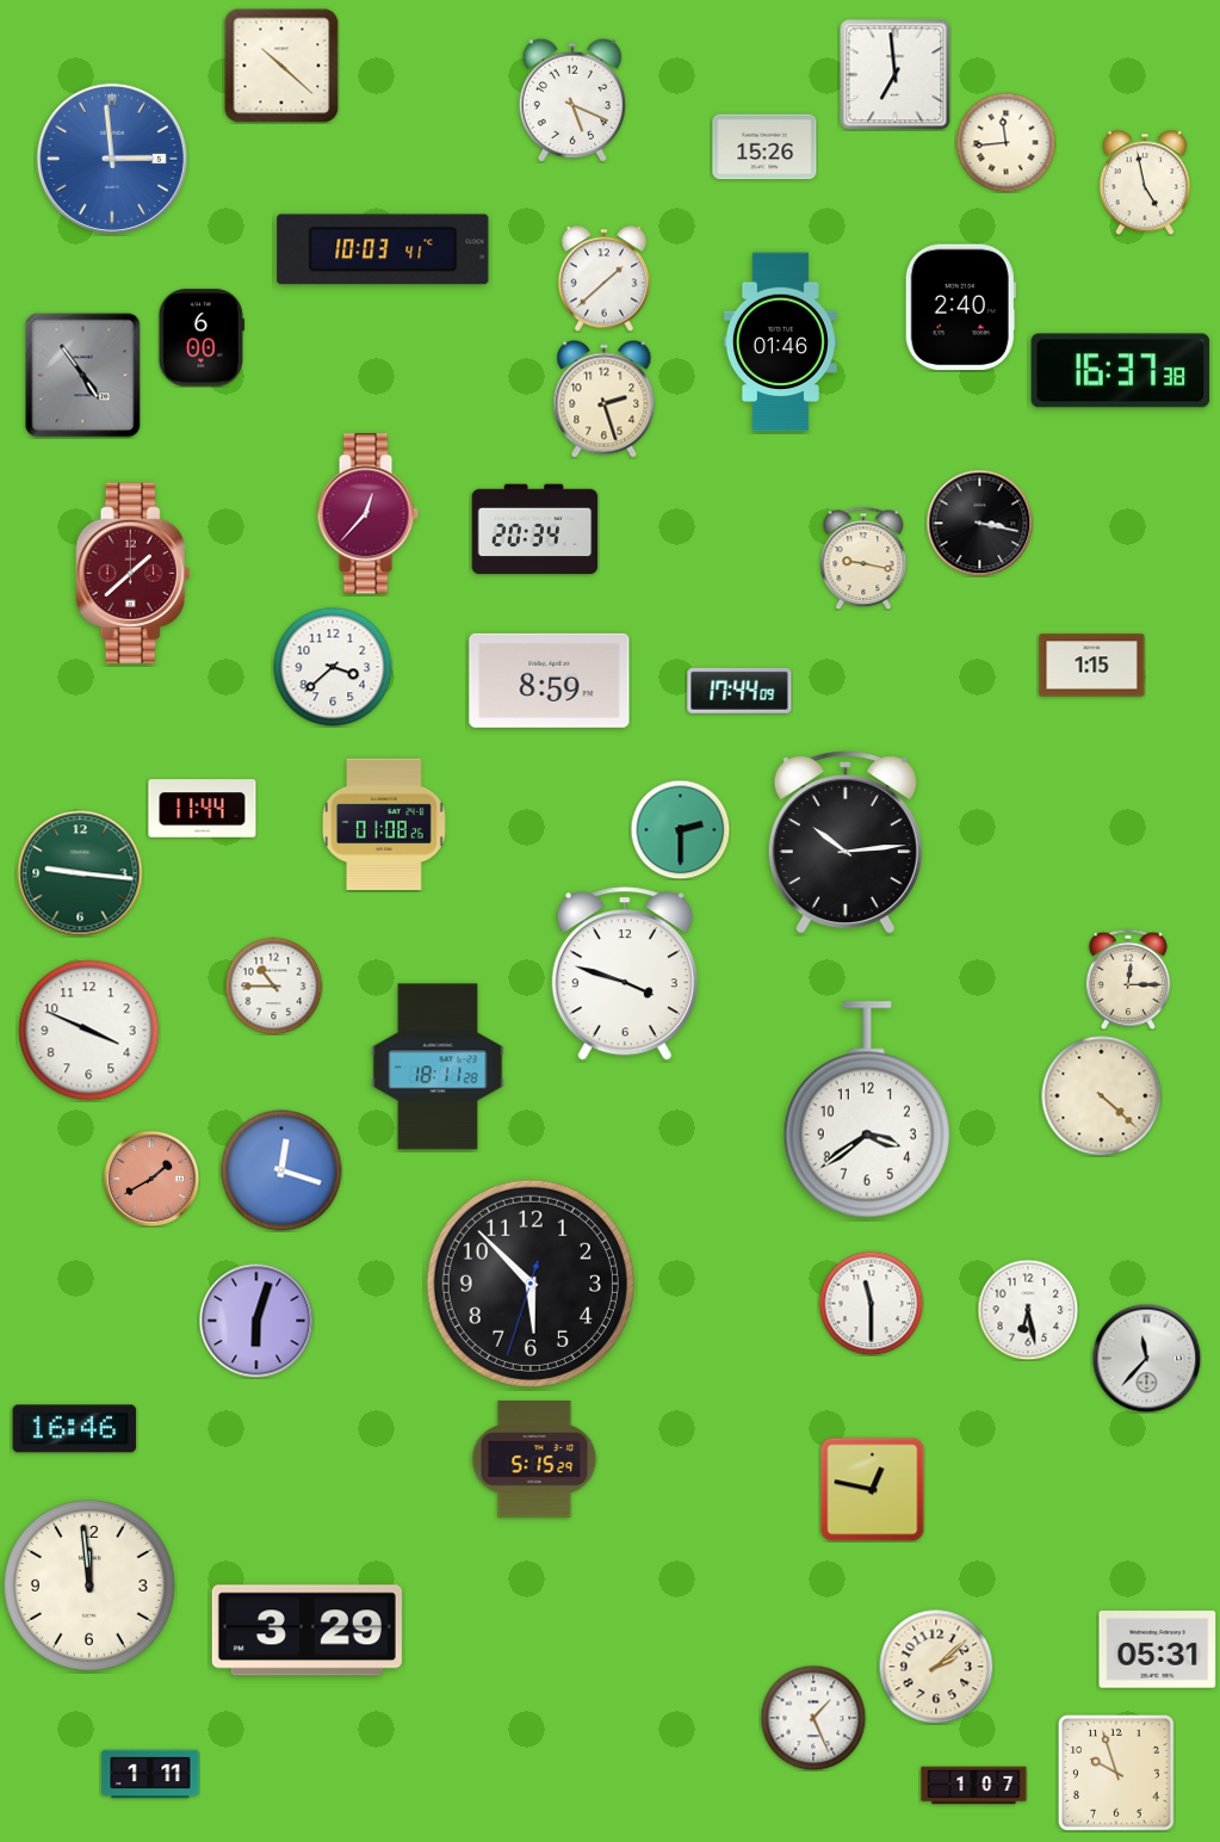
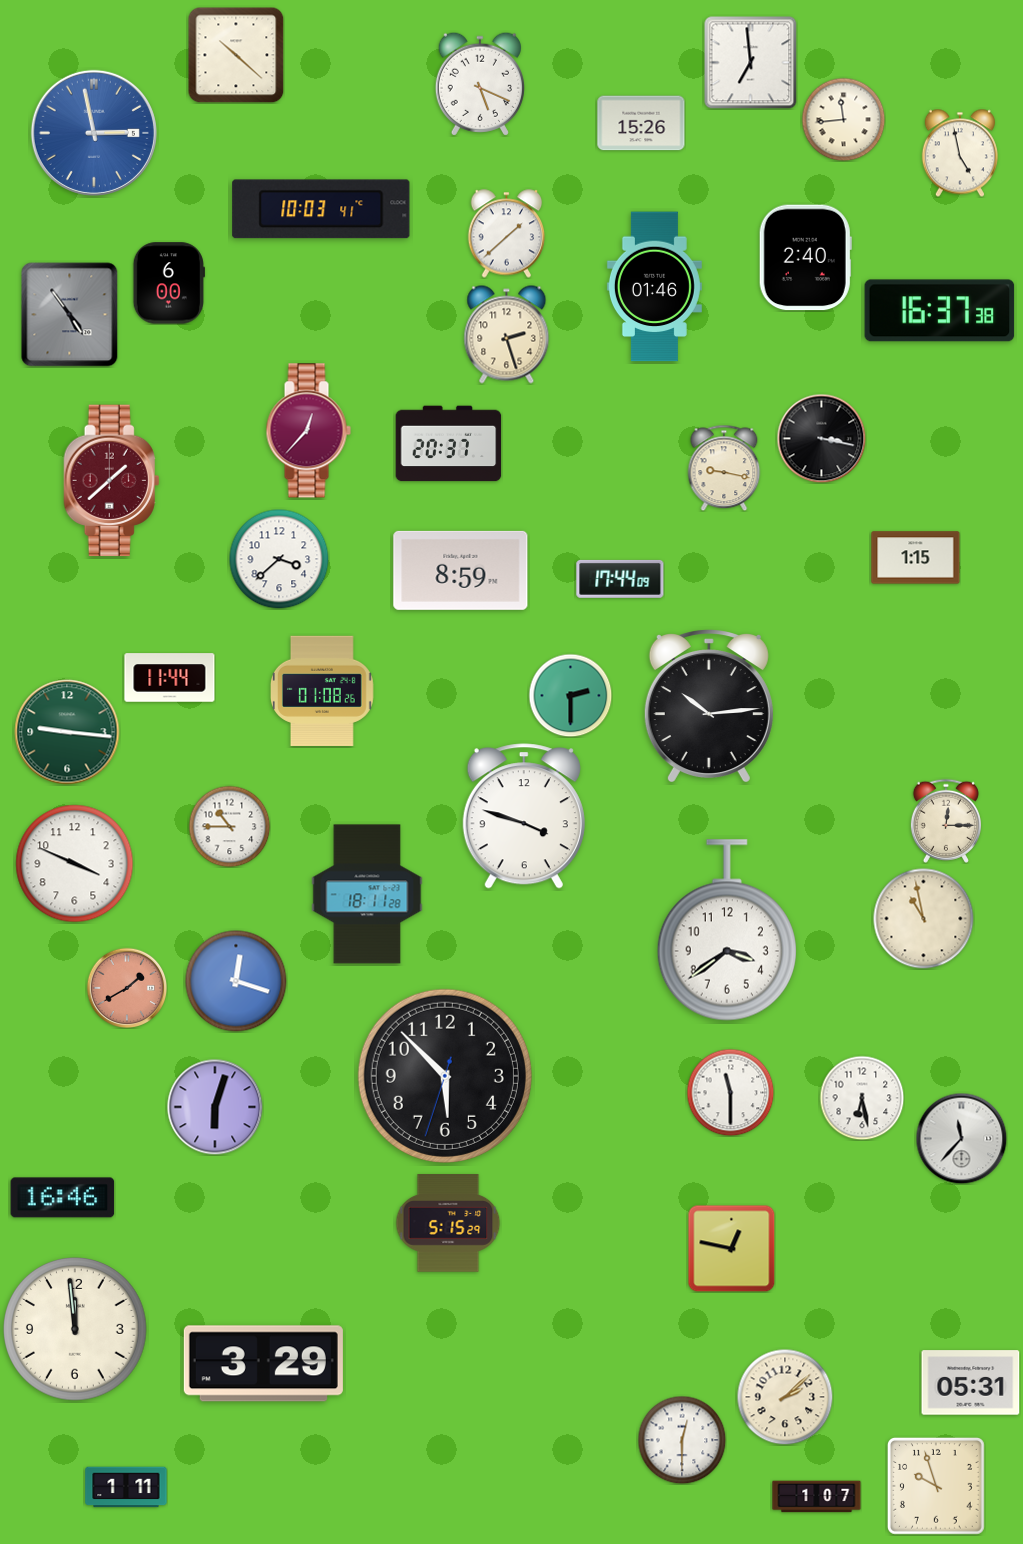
clock at (112, 159): 2:59 -> 2:58
clock at (535, 530): 20:34 -> 20:37
clock at (1102, 1096): 4:22 -> 10:58
clock at (306, 1631) position: (306, 1631) -> (263, 1364)
clock at (813, 1718): 1:26 -> 12:30
